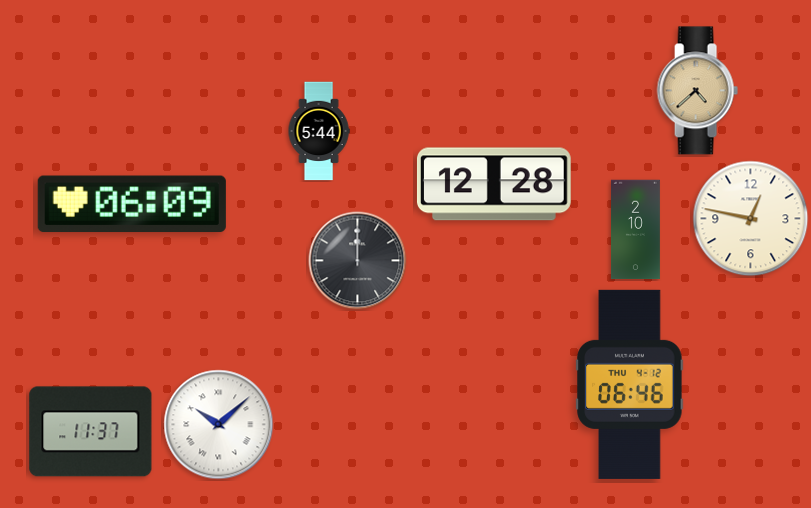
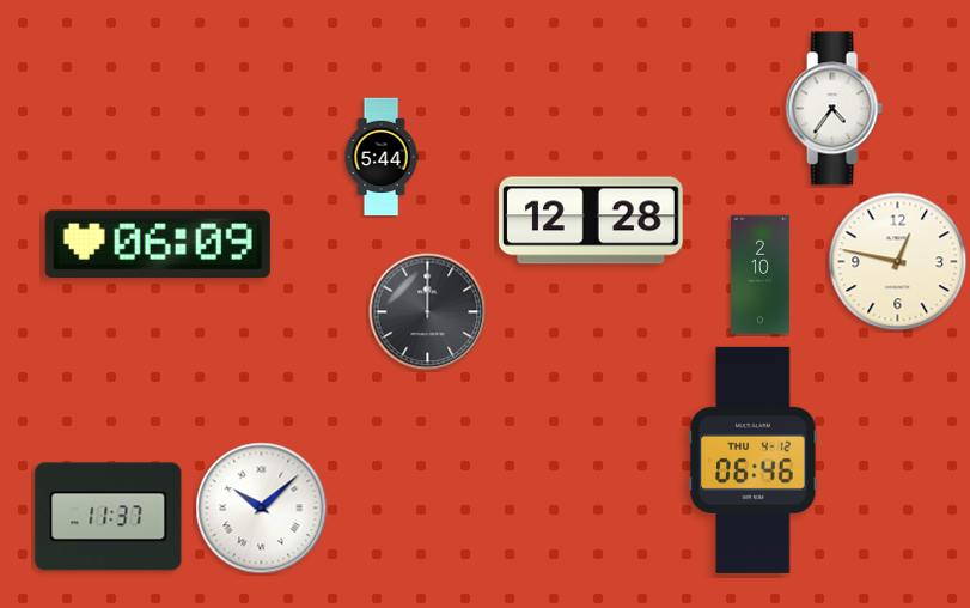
clock at (697, 91): 4:38 -> 4:36
clock at (697, 91) dial: champagne -> white
